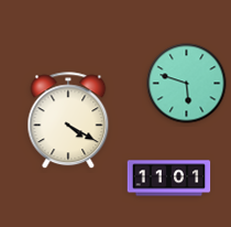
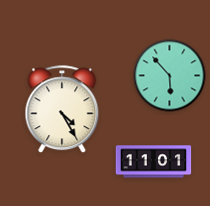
clock at (187, 84): 5:48 -> 5:53
clock at (68, 121): 4:20 -> 4:25
